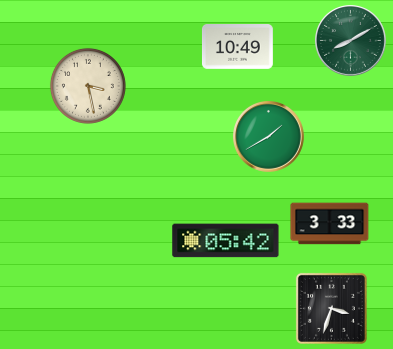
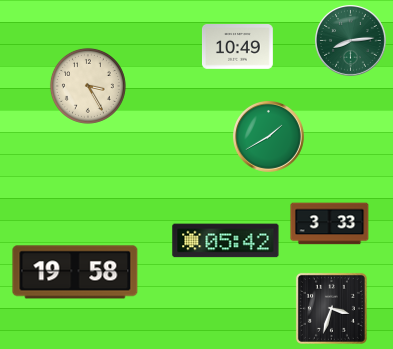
clock at (351, 41): 8:10 -> 8:14
clock at (88, 86): 3:28 -> 3:25
clock at (75, 272): none -> 19:58
